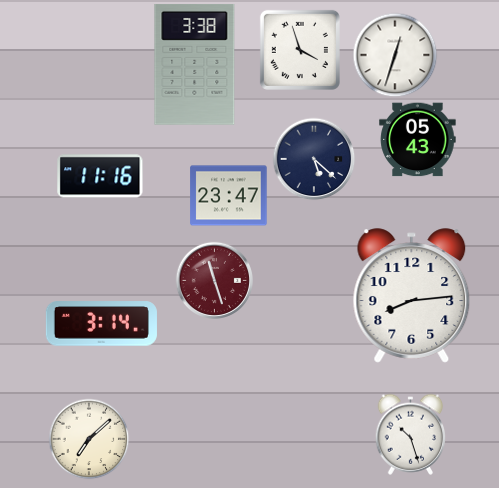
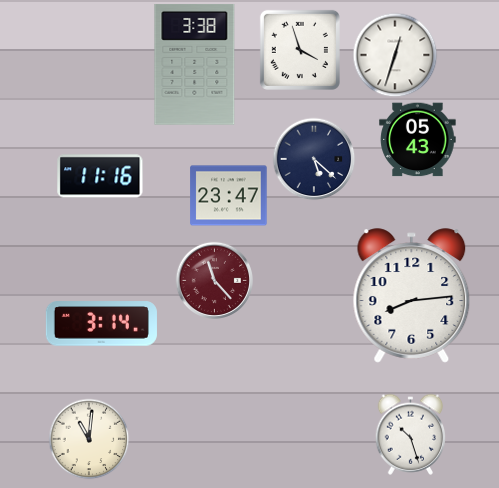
clock at (214, 280): 11:27 -> 11:23
clock at (89, 439): 7:08 -> 11:01
